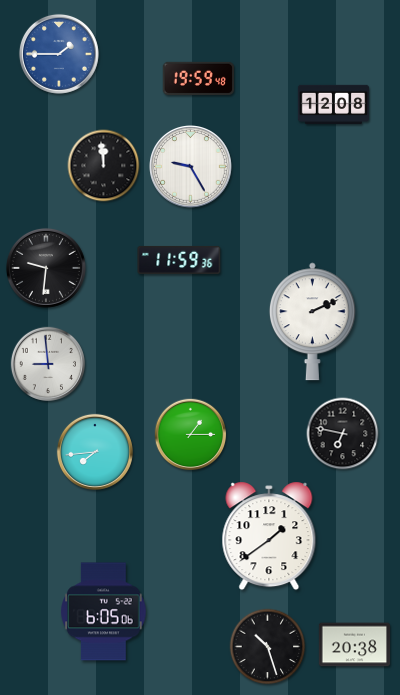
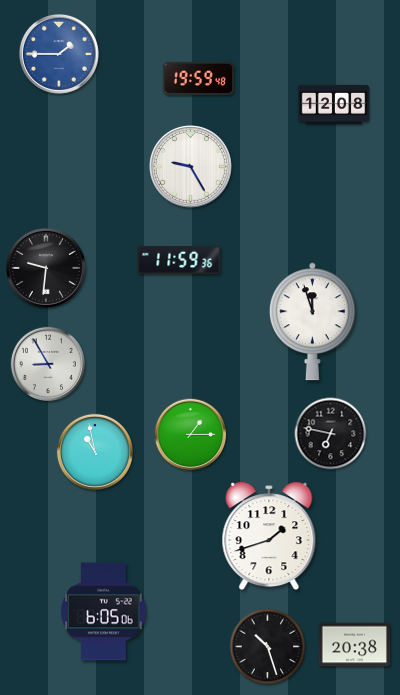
clock at (104, 166): 11:59 -> none
clock at (312, 322): 2:11 -> 11:57
clock at (47, 363): 8:59 -> 8:55
clock at (343, 434) position: (343, 434) -> (331, 434)
clock at (95, 452): 7:44 -> 10:58
clock at (269, 536): 1:39 -> 1:42
